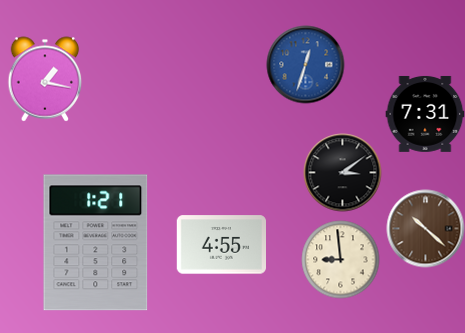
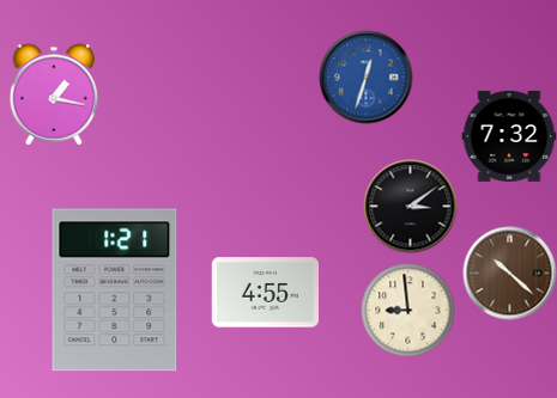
clock at (425, 114): 7:31 -> 7:32
